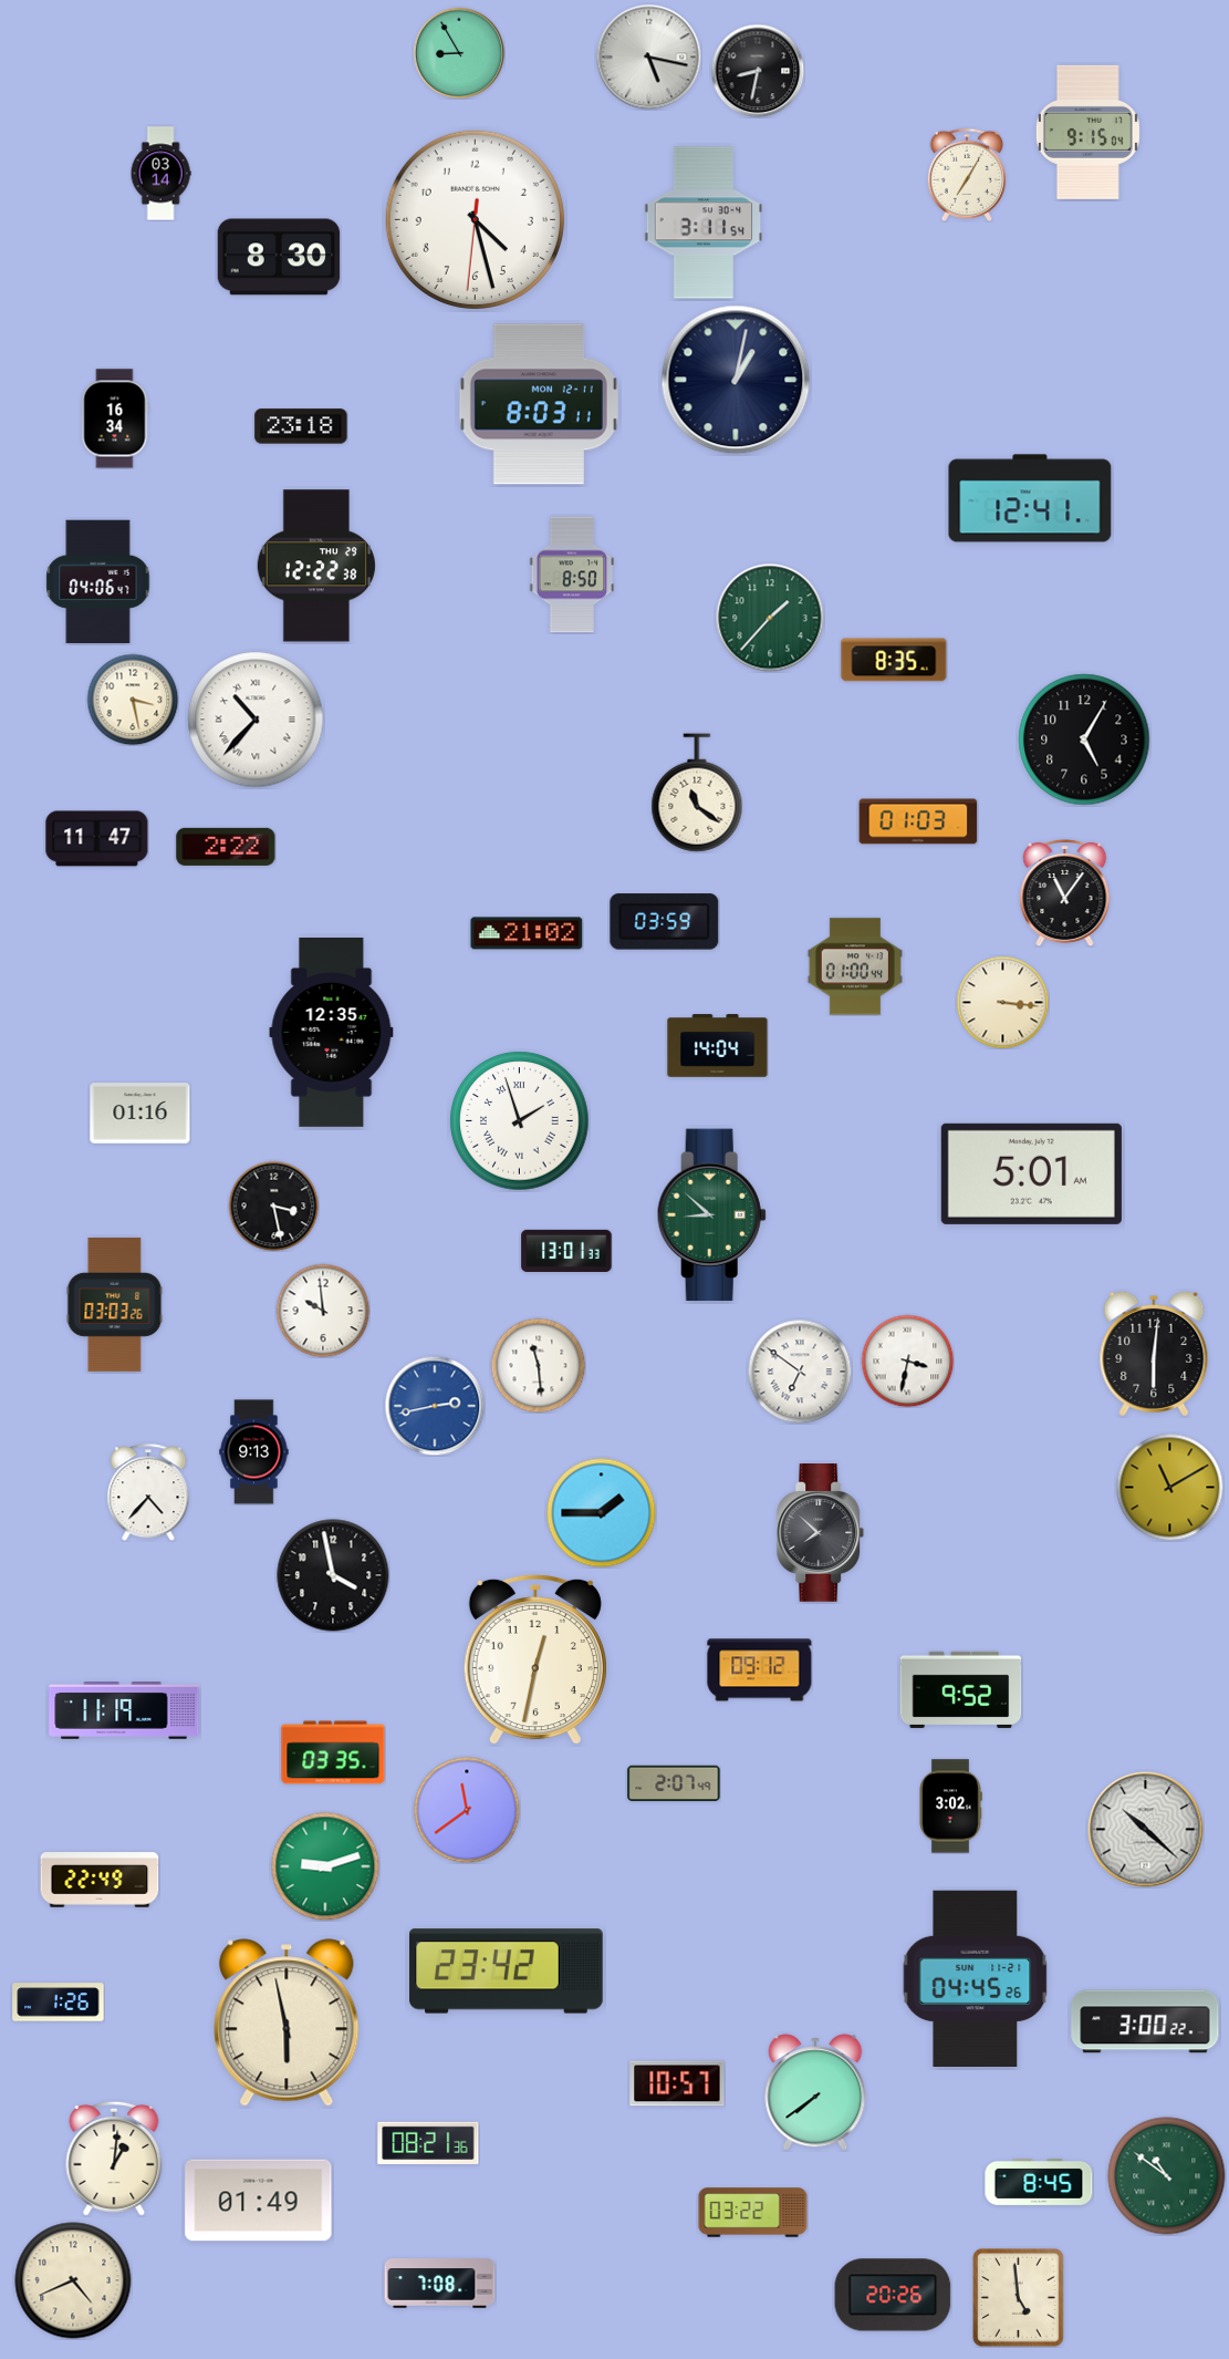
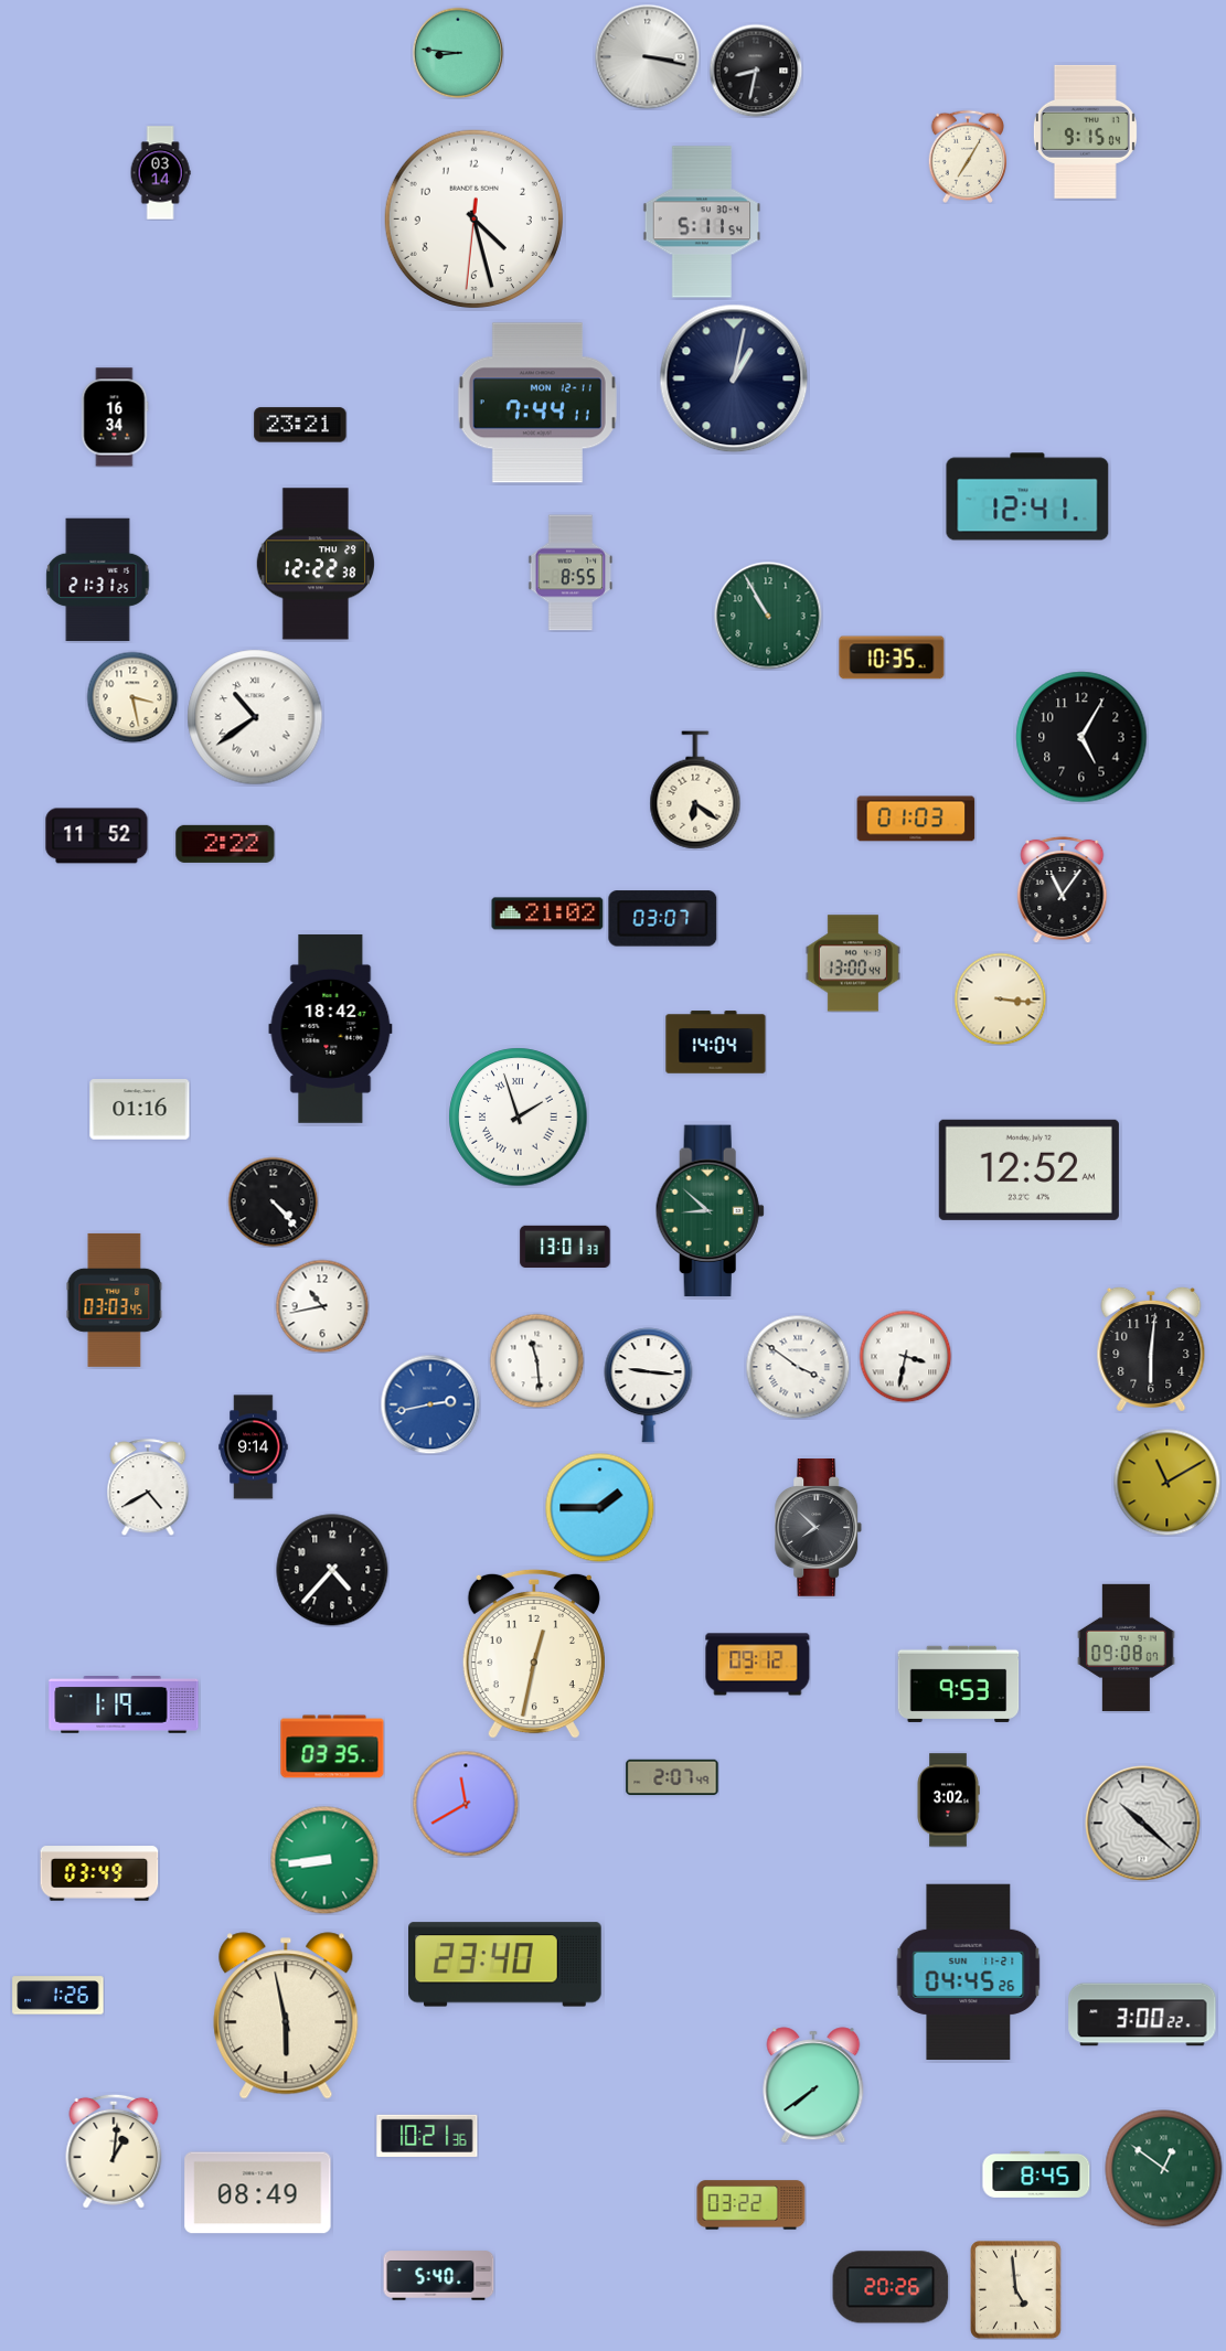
clock at (459, 53): 8:55 -> 8:46
clock at (648, 56): 5:17 -> 3:17
clock at (966, 175) position: (966, 175) -> (967, 157)
clock at (704, 223): 3:11 -> 5:11
clock at (279, 257): 8:30 -> none
clock at (539, 404): 8:03 -> 7:44
clock at (301, 426): 23:18 -> 23:21
clock at (572, 575): 8:50 -> 8:55
clock at (98, 582): 04:06 -> 21:31
clock at (770, 618): 1:37 -> 10:55
clock at (894, 660): 8:35 -> 10:35
clock at (256, 720): 10:37 -> 10:39
clock at (697, 793): 11:21 -> 6:21
clock at (97, 839): 11:47 -> 11:52
clock at (665, 922): 03:59 -> 03:07
clock at (527, 933) position: (527, 933) -> (547, 913)
clock at (855, 966): 01:00 -> 13:00
clock at (332, 1032): 12:35 -> 18:42
clock at (1031, 1173): 5:01 -> 12:52
clock at (273, 1206): 3:28 -> 4:23
clock at (115, 1304): 03:03:26 -> 03:03:45
clock at (323, 1311): 9:59 -> 10:43
clock at (800, 1372): 6:51 -> 3:51
clock at (649, 1386): none -> 9:16
clock at (435, 1406) position: (435, 1406) -> (430, 1404)
clock at (254, 1452): 9:13 -> 9:14
clock at (148, 1492): 4:37 -> 4:40
clock at (333, 1575): 3:58 -> 4:37
clock at (1127, 1647): none -> 09:08
clock at (961, 1689): 9:52 -> 9:53
clock at (124, 1711): 11:19 -> 1:19
clock at (467, 1810): 11:39 -> 11:40
clock at (325, 1866): 9:12 -> 8:44
clock at (100, 1880): 22:49 -> 03:49
clock at (507, 1972): 23:42 -> 23:40
clock at (976, 1978) position: (976, 1978) -> (969, 1971)
clock at (677, 2083): 10:57 -> none
clock at (428, 2143): 08:21 -> 10:21
clock at (1167, 2176): 10:51 -> 12:51
clock at (259, 2201): 01:49 -> 08:49
clock at (73, 2280): 4:41 -> none
clock at (440, 2284): 7:08 -> 5:40
